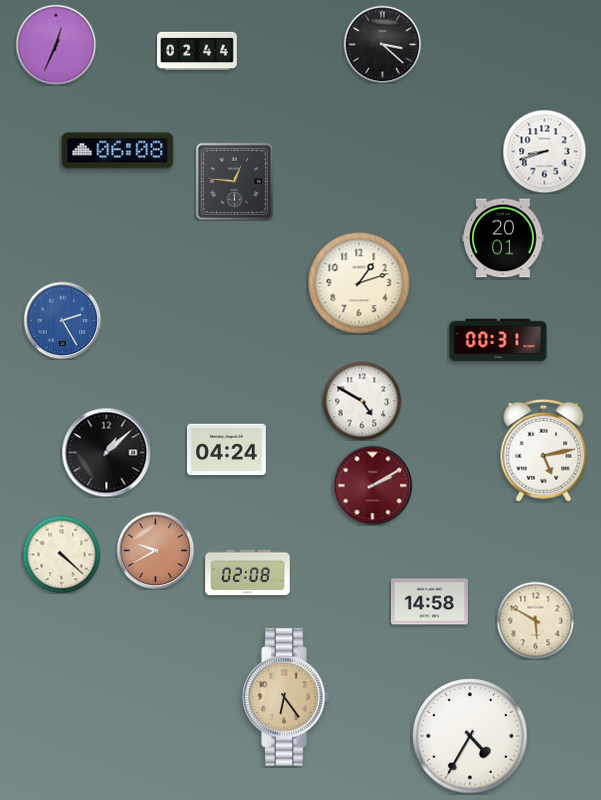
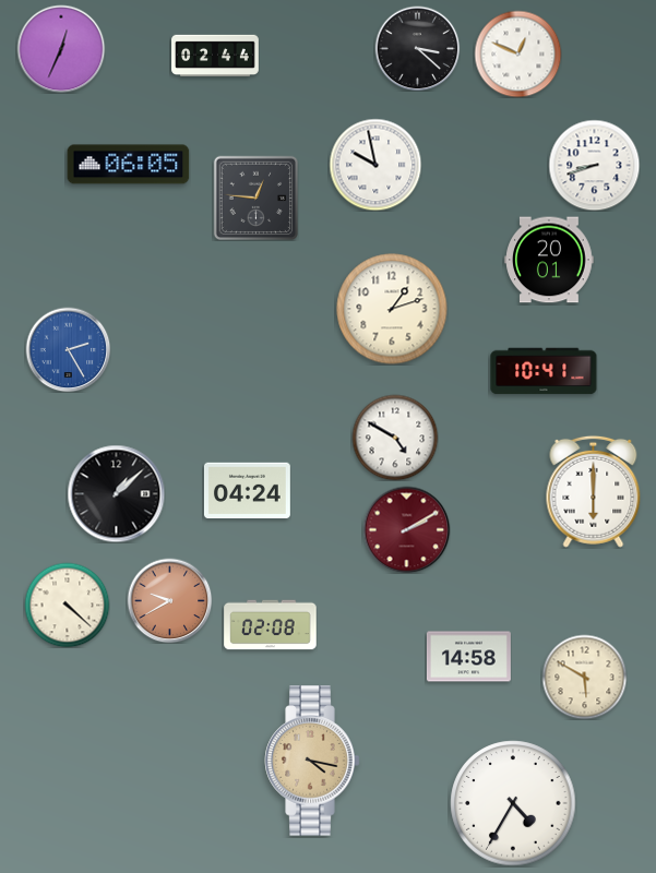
clock at (517, 53): none -> 12:49
clock at (118, 151): 06:08 -> 06:05
clock at (375, 165): none -> 9:58
clock at (498, 340): 00:31 -> 10:41
clock at (544, 450): 5:13 -> 6:00
clock at (286, 697): 6:24 -> 4:17
